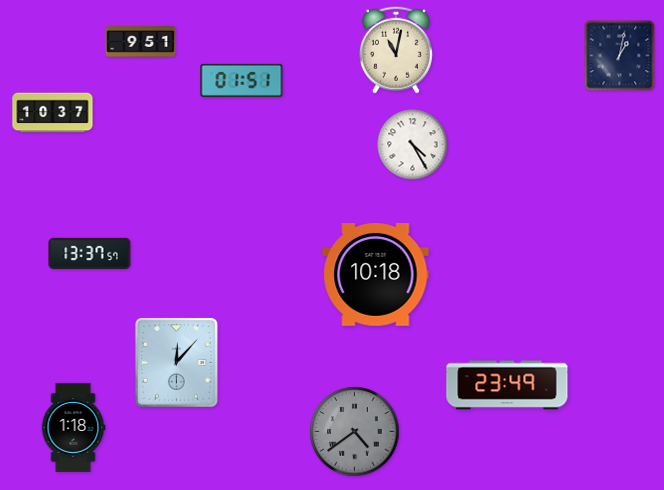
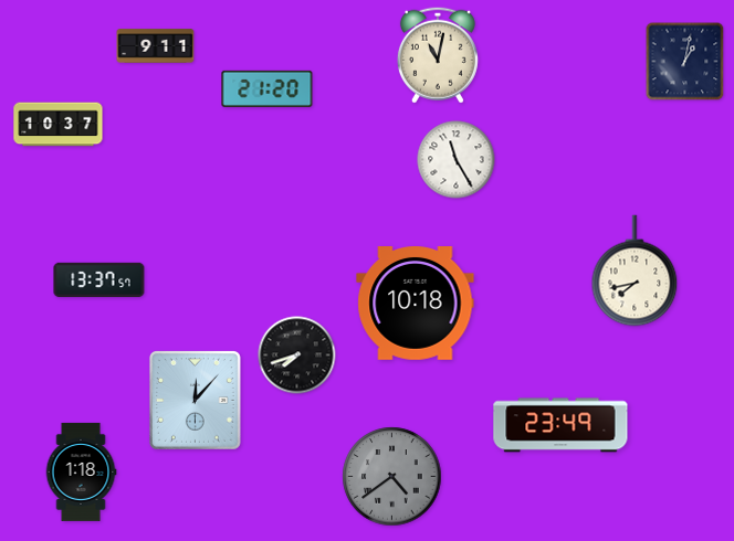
clock at (141, 42): 9:51 -> 9:11
clock at (242, 80): 01:51 -> 21:20
clock at (413, 145): 4:25 -> 11:25
clock at (635, 270): none -> 7:43
clock at (297, 356): none -> 7:42
